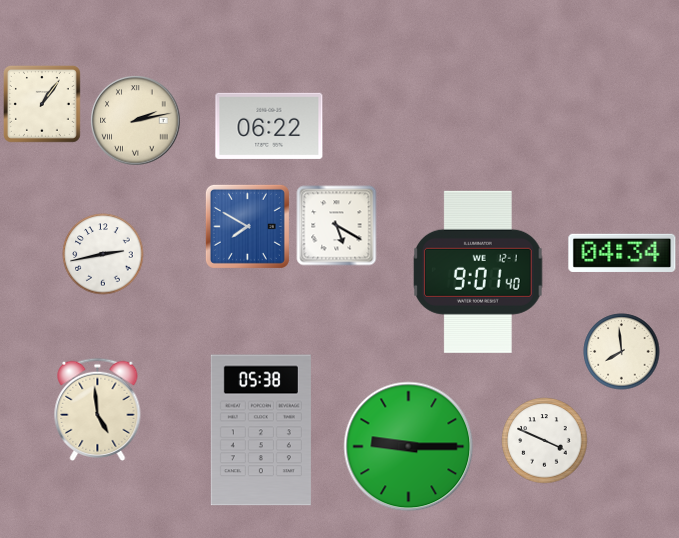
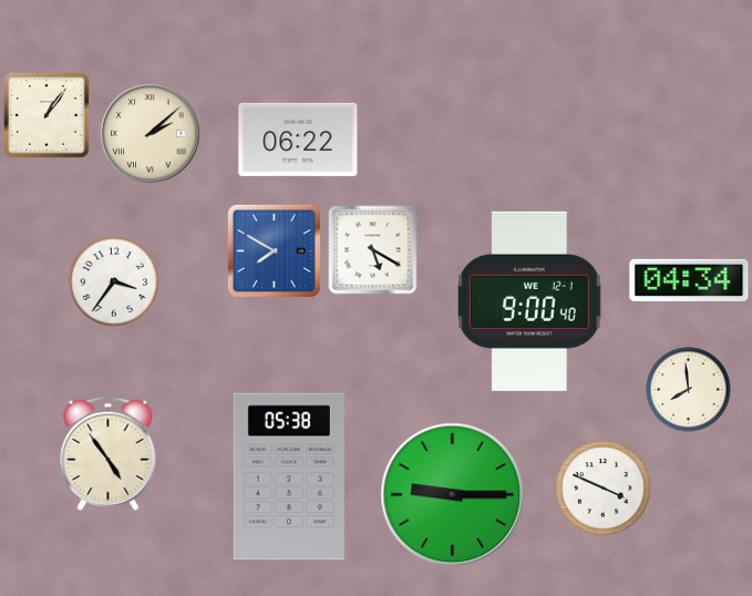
clock at (136, 121): 2:13 -> 2:08
clock at (103, 254): 2:43 -> 3:36
clock at (478, 272): 9:01 -> 9:00
clock at (98, 409): 4:59 -> 4:54
